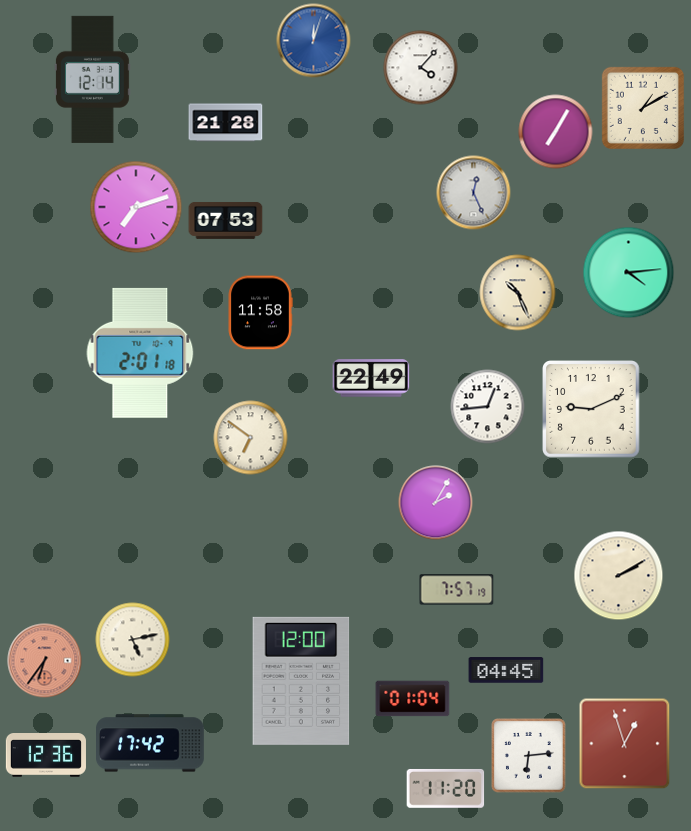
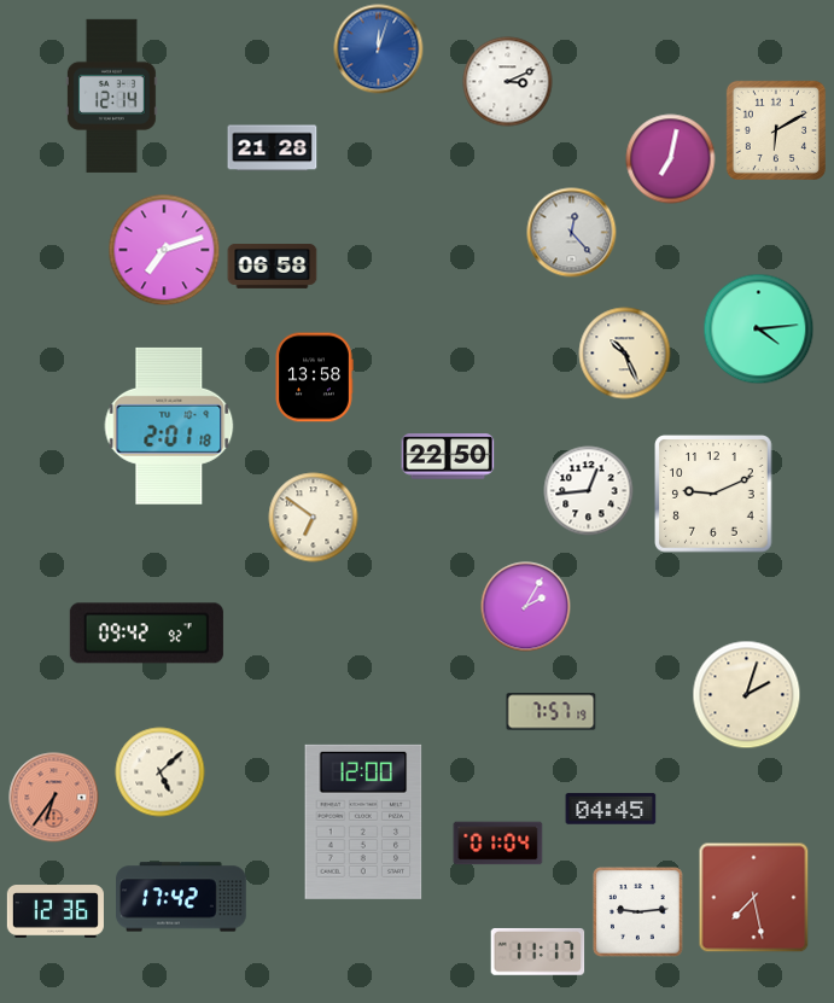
clock at (421, 68): 4:07 -> 3:11
clock at (643, 108): 1:10 -> 6:10
clock at (556, 132): 7:05 -> 7:02
clock at (474, 193): 12:26 -> 12:23
clock at (226, 220): 07:53 -> 06:58
clock at (260, 313): 11:58 -> 13:58
clock at (371, 378): 22:49 -> 22:50
clock at (251, 438) position: (251, 438) -> (314, 518)
clock at (146, 634): none -> 09:42
clock at (619, 576): 2:10 -> 2:03
clock at (133, 640): 5:13 -> 5:08
clock at (625, 744): 12:57 -> 7:28
clock at (529, 756): 6:14 -> 9:14
clock at (446, 788): 11:20 -> 11:17
